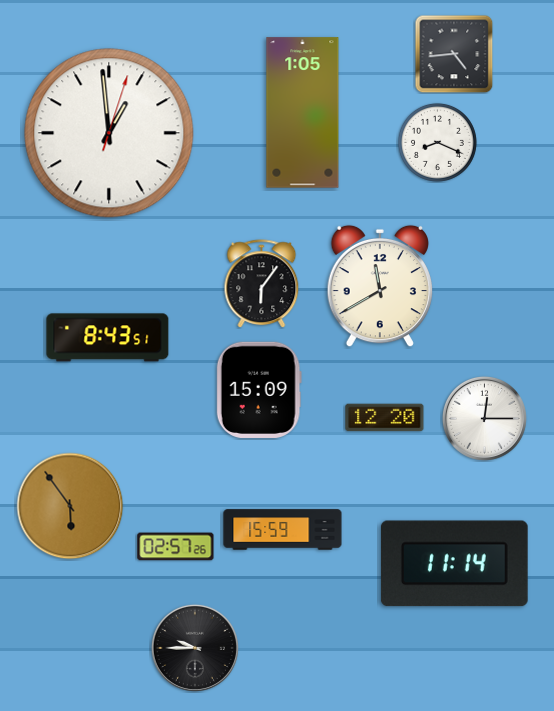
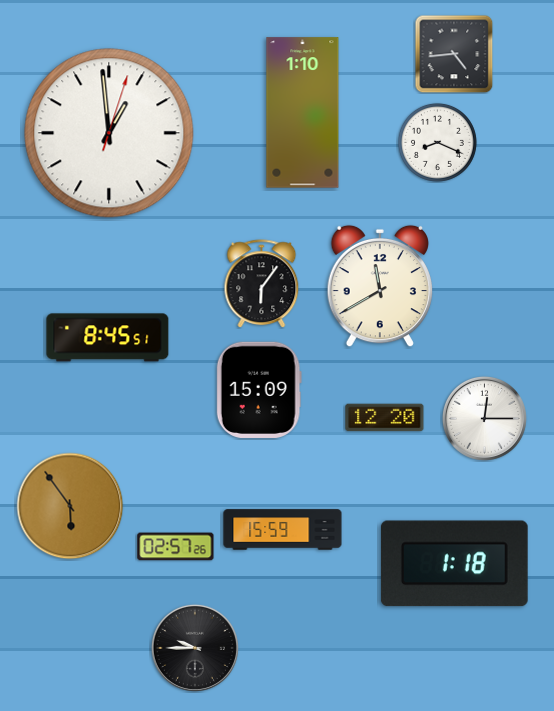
clock at (303, 113): 1:05 -> 1:10
clock at (108, 338): 8:43 -> 8:45
clock at (454, 564): 11:14 -> 1:18
